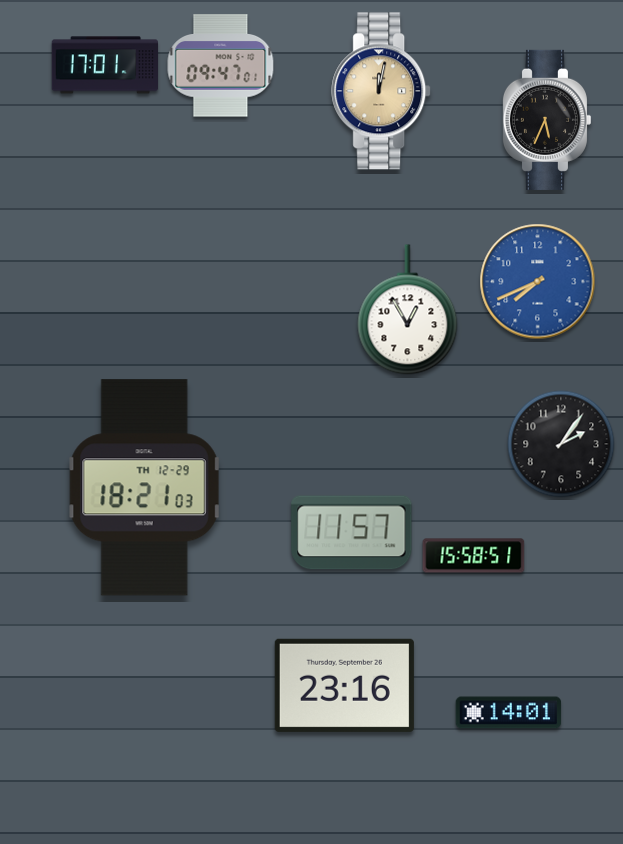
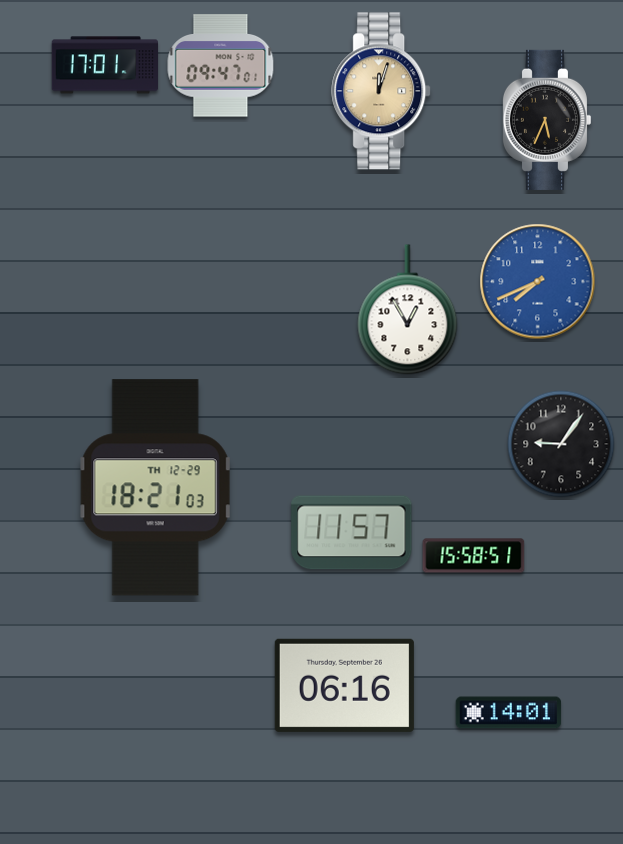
clock at (382, 91): 12:02 -> 12:03
clock at (561, 444): 2:06 -> 9:06
clock at (145, 488) position: (145, 488) -> (156, 488)
clock at (344, 685): 23:16 -> 06:16
